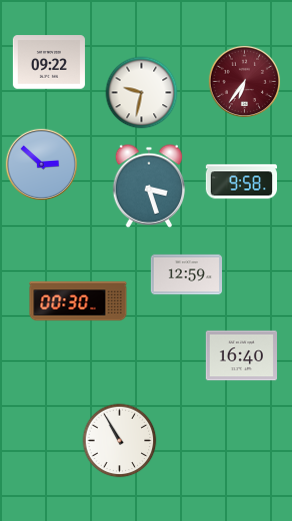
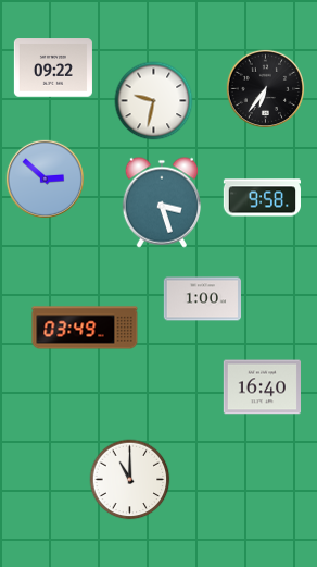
clock at (245, 82) dial: burgundy -> black
clock at (186, 275): 12:59 -> 1:00
clock at (78, 301): 00:30 -> 03:49
clock at (120, 441): 10:55 -> 11:00
